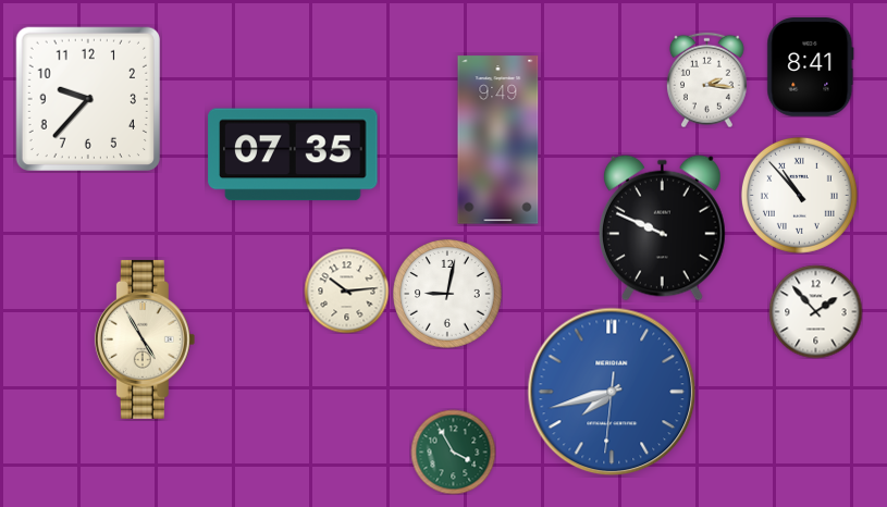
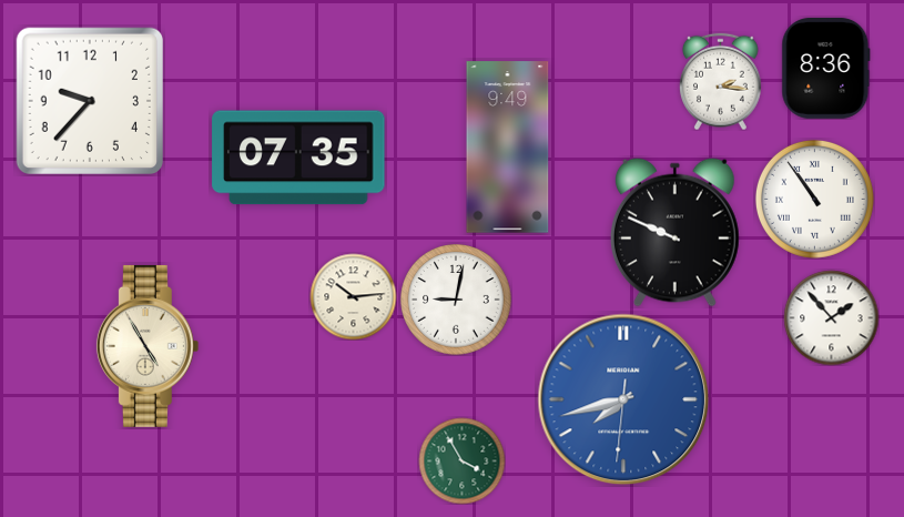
clock at (811, 67): 8:41 -> 8:36
clock at (498, 140) position: (498, 140) -> (508, 148)
clock at (799, 195): 10:53 -> 10:54
